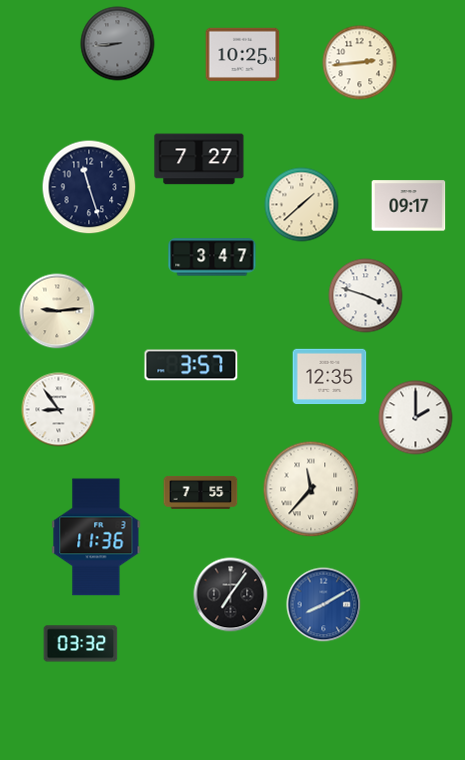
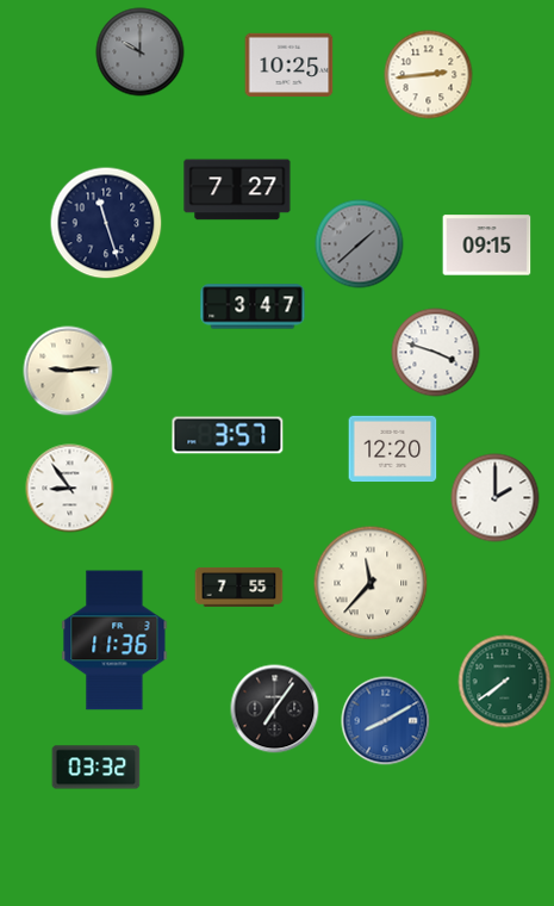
clock at (118, 44): 8:44 -> 10:00
clock at (302, 205) dial: cream -> grey
clock at (409, 206): 09:17 -> 09:15
clock at (330, 377): 12:35 -> 12:20
clock at (505, 682): none -> 7:39
